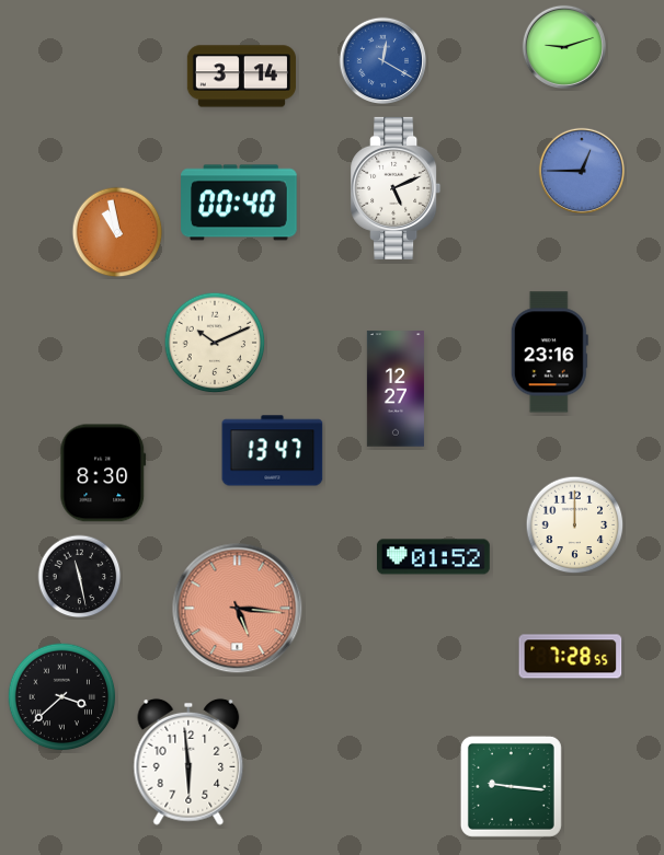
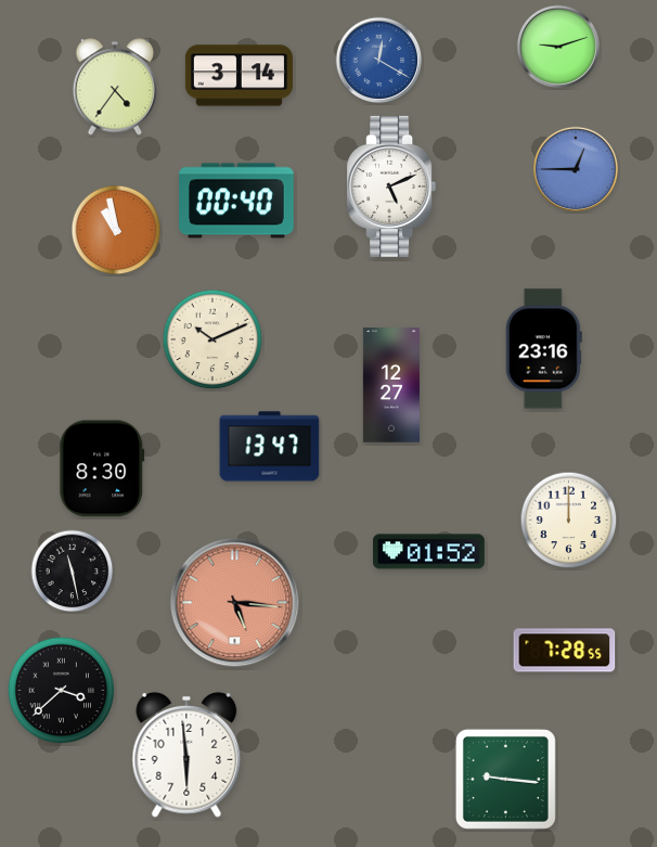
clock at (114, 87): none -> 4:36
clock at (80, 577) position: (80, 577) -> (73, 572)
